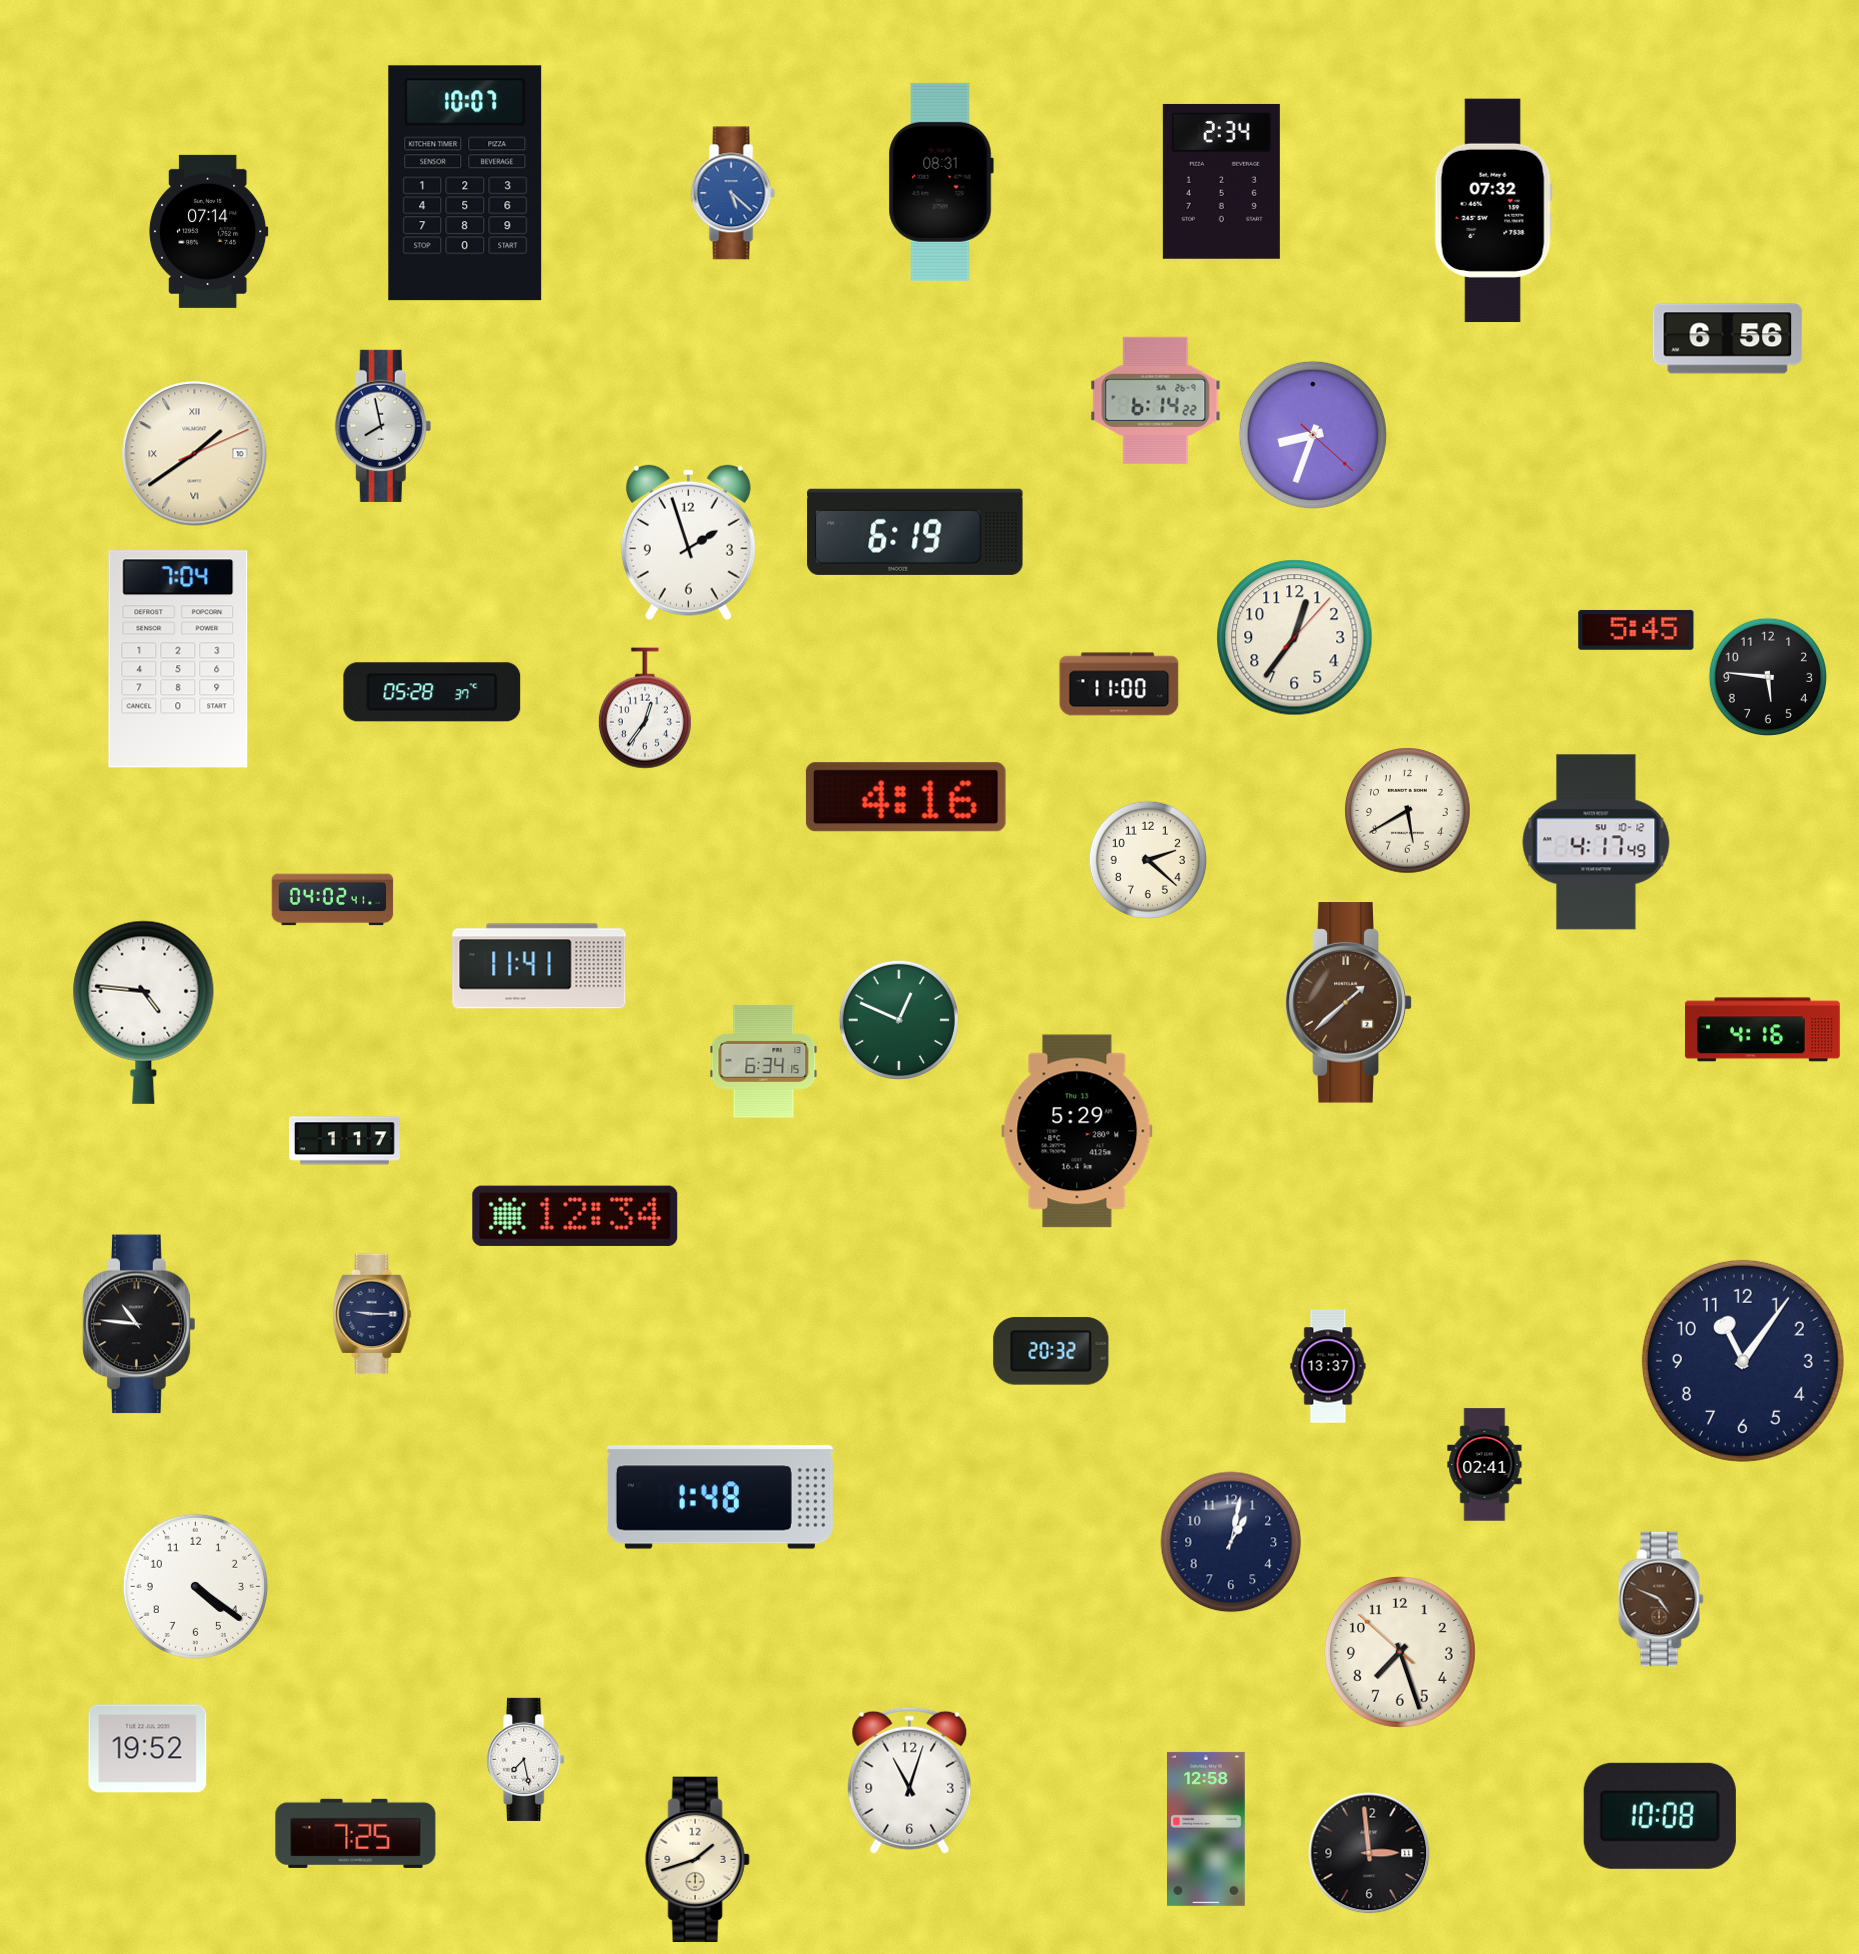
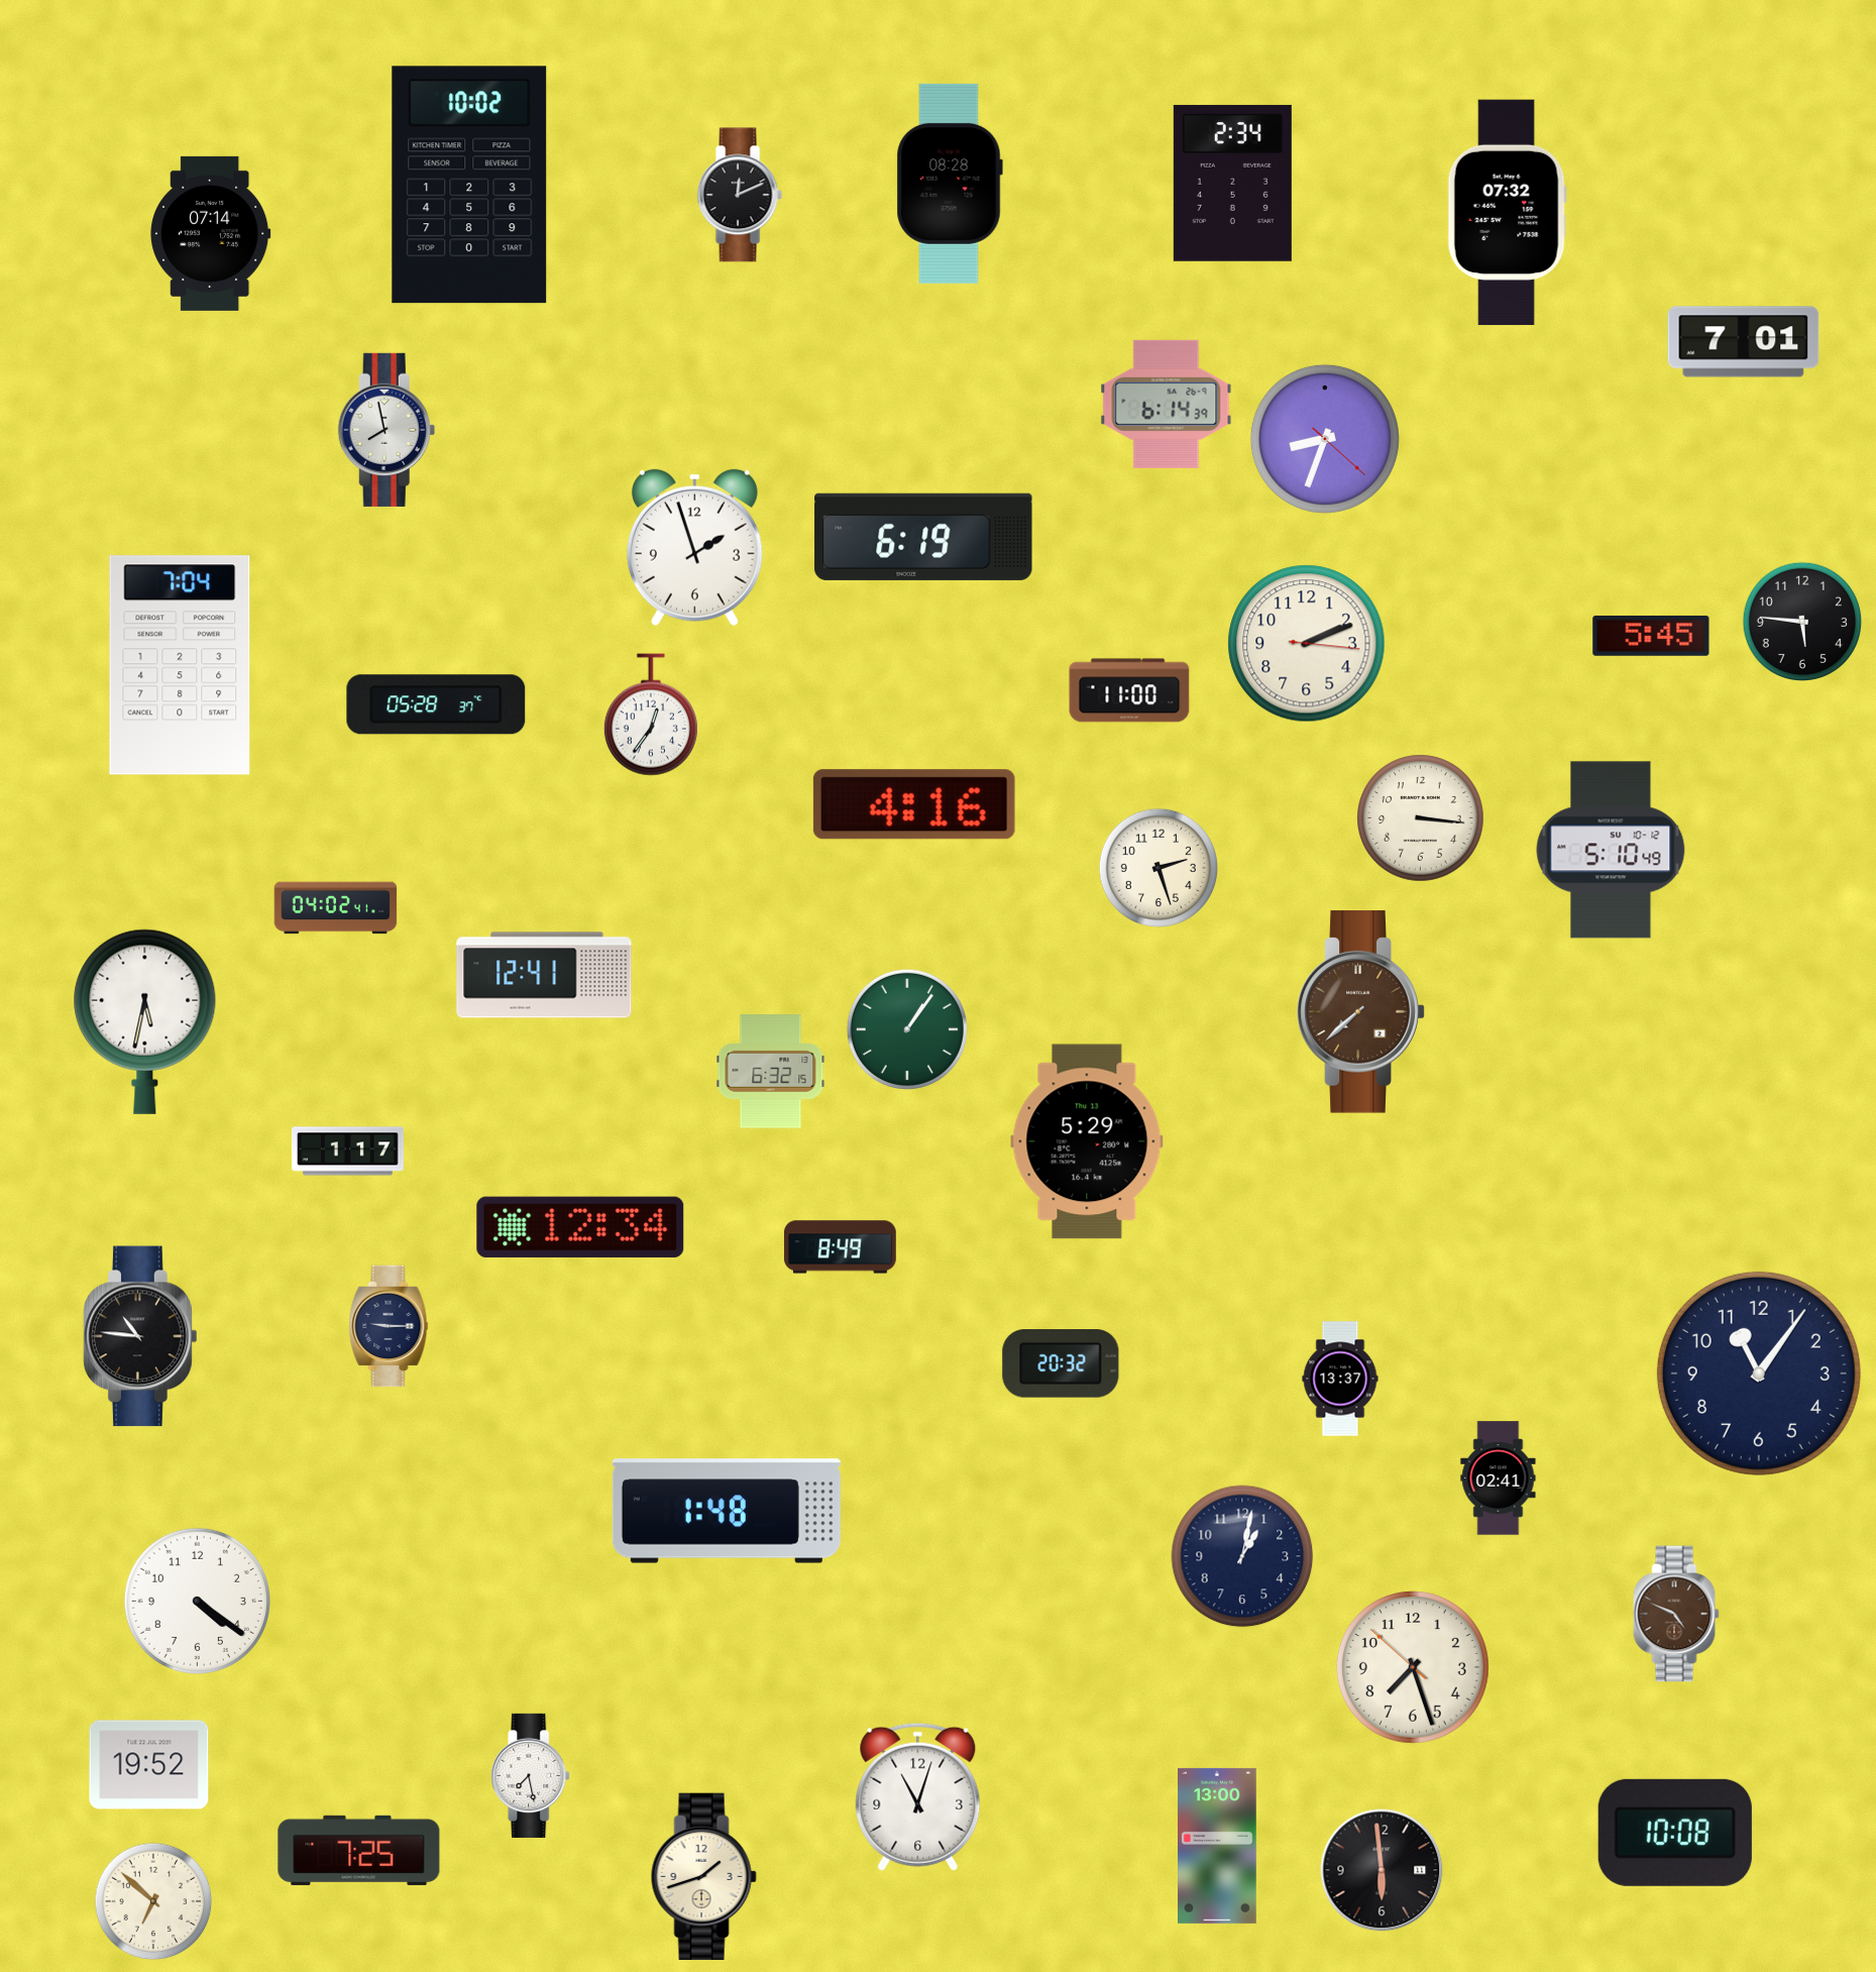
clock at (941, 182): 08:31 -> 08:28
clock at (465, 183): 10:07 -> 10:02
clock at (733, 193): 5:22 -> 12:11
clock at (733, 193) dial: blue -> black
clock at (1728, 339): 6:56 -> 7:01
clock at (1156, 400): 6:14:22 -> 6:14:39
clock at (195, 454): 1:39 -> none
clock at (1295, 638): 12:36 -> 2:11
clock at (1767, 676) position: (1767, 676) -> (1801, 621)
clock at (432, 692) position: (432, 692) -> (436, 704)
clock at (1408, 811): 5:40 -> 3:16
clock at (1596, 842): 4:17 -> 5:10
clock at (1147, 859): 2:22 -> 2:27
clock at (539, 966): 11:41 -> 12:41
clock at (1349, 1003): 1:38 -> 7:38
clock at (144, 1012): 4:46 -> 5:32
clock at (899, 1020): 12:49 -> 1:06
clock at (1762, 1030): 4:16 -> none
clock at (764, 1062): 6:34 -> 6:32
clock at (840, 1247): none -> 8:49
clock at (372, 1314) position: (372, 1314) -> (389, 1326)
clock at (1207, 1829): 12:58 -> 13:00
clock at (1369, 1853): 2:59 -> 5:59
clock at (153, 1901): none -> 6:52
